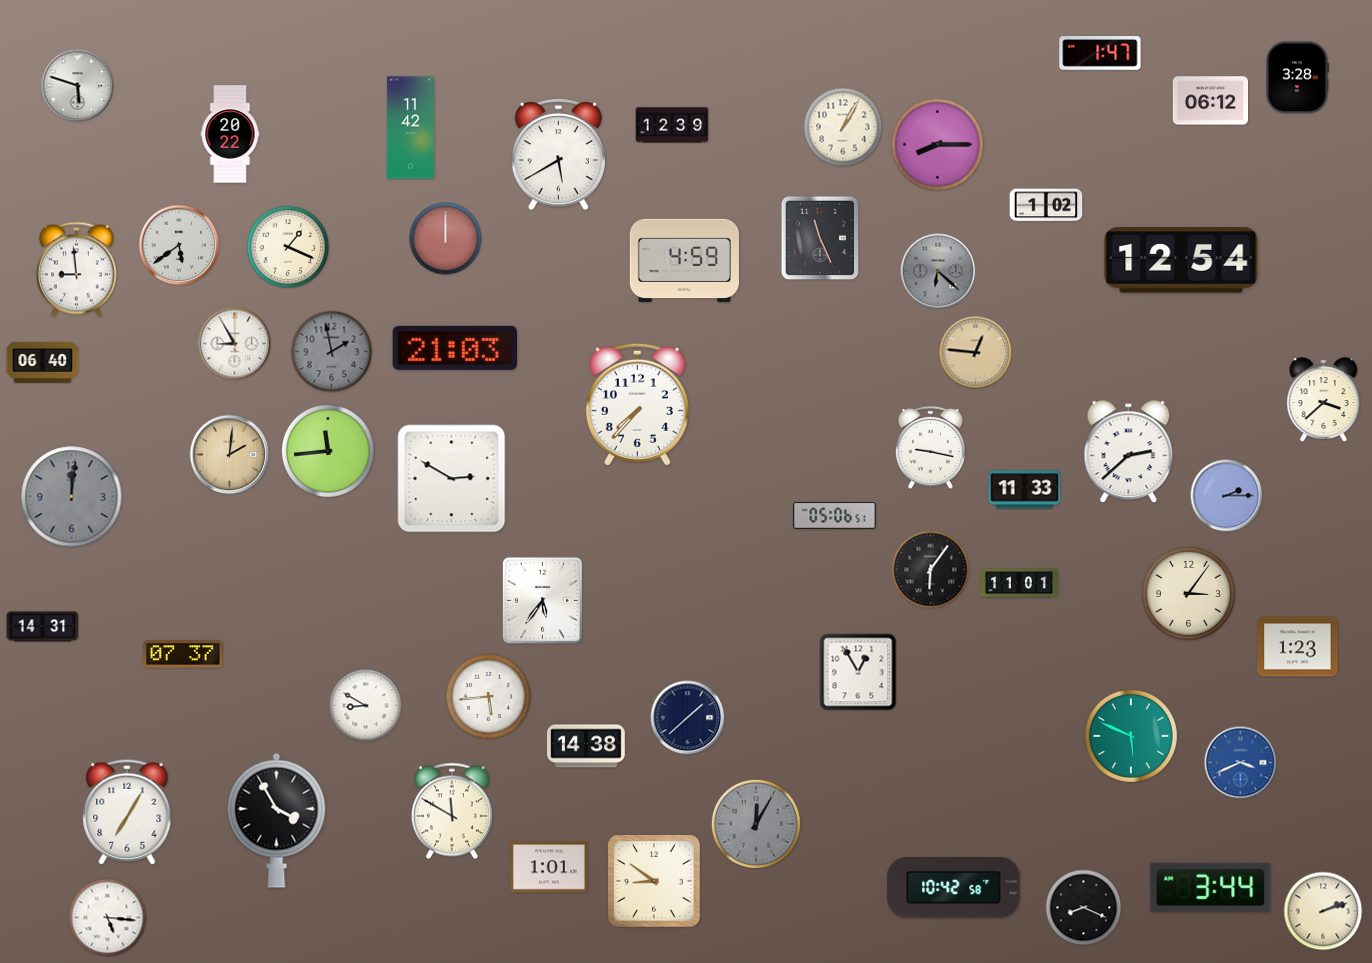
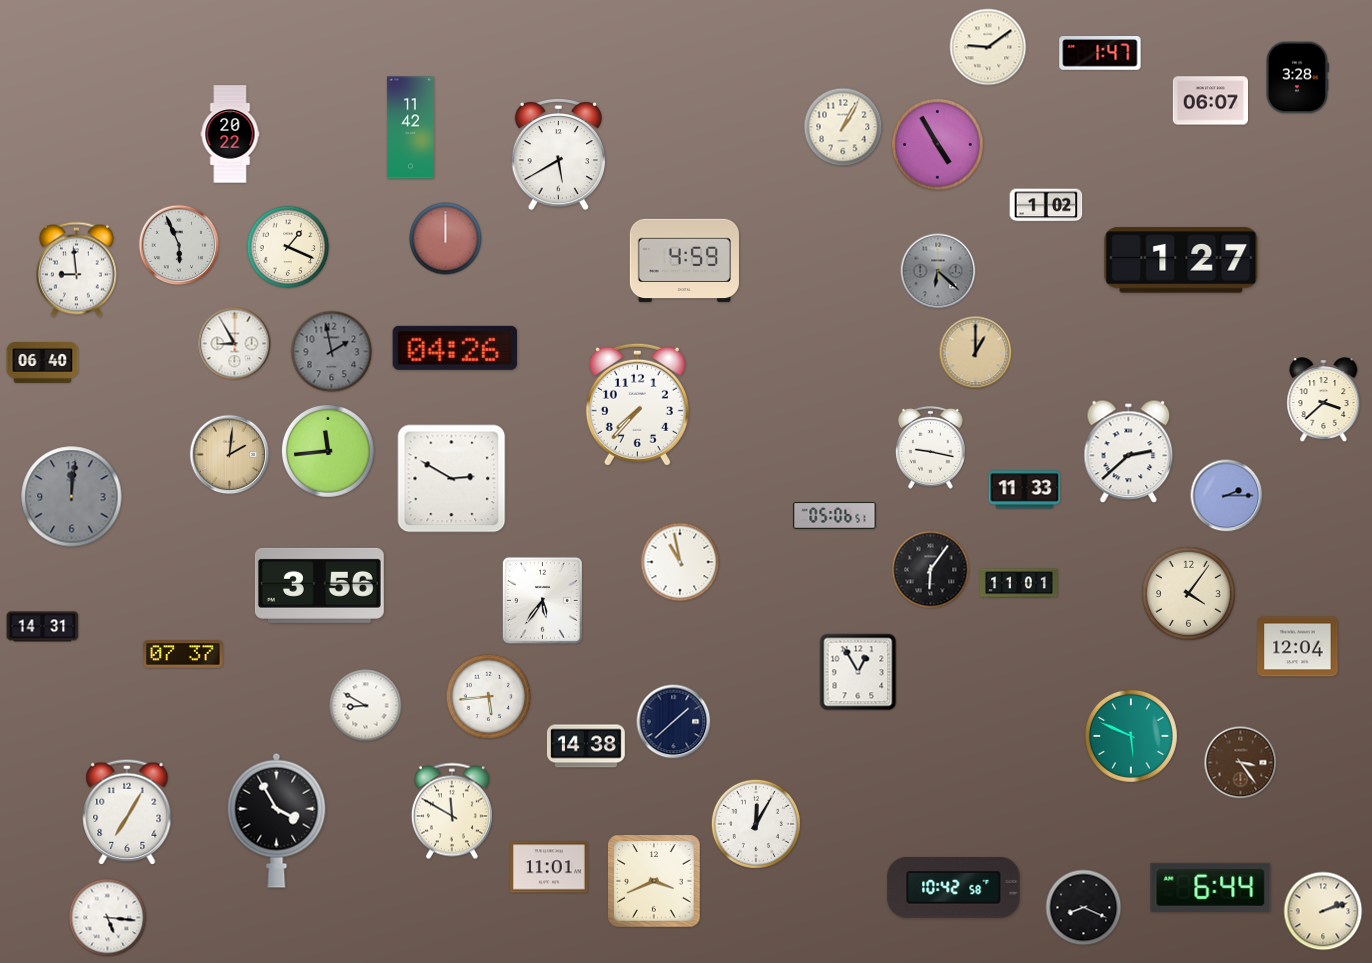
clock at (988, 47): none -> 9:09
clock at (78, 86): 5:48 -> none
clock at (1210, 101): 06:12 -> 06:07
clock at (672, 125): 12:39 -> none
clock at (937, 144): 8:15 -> 4:55
clock at (820, 238): 11:26 -> none
clock at (179, 245): 5:39 -> 5:56
clock at (1181, 260): 12:54 -> 1:27
clock at (454, 348): 21:03 -> 04:26
clock at (976, 353): 12:46 -> 1:00
clock at (680, 562): none -> 10:58
clock at (319, 585): none -> 3:56
clock at (1188, 593): 3:06 -> 4:06
clock at (1298, 647): 1:23 -> 12:04
clock at (688, 718) position: (688, 718) -> (674, 722)
clock at (1241, 763): 3:41 -> 3:24
clock at (1241, 763) dial: blue -> brown
clock at (756, 824) dial: grey -> white
clock at (550, 867): 1:01 -> 11:01
clock at (654, 881): 8:51 -> 3:41
clock at (1211, 887): 3:44 -> 6:44
